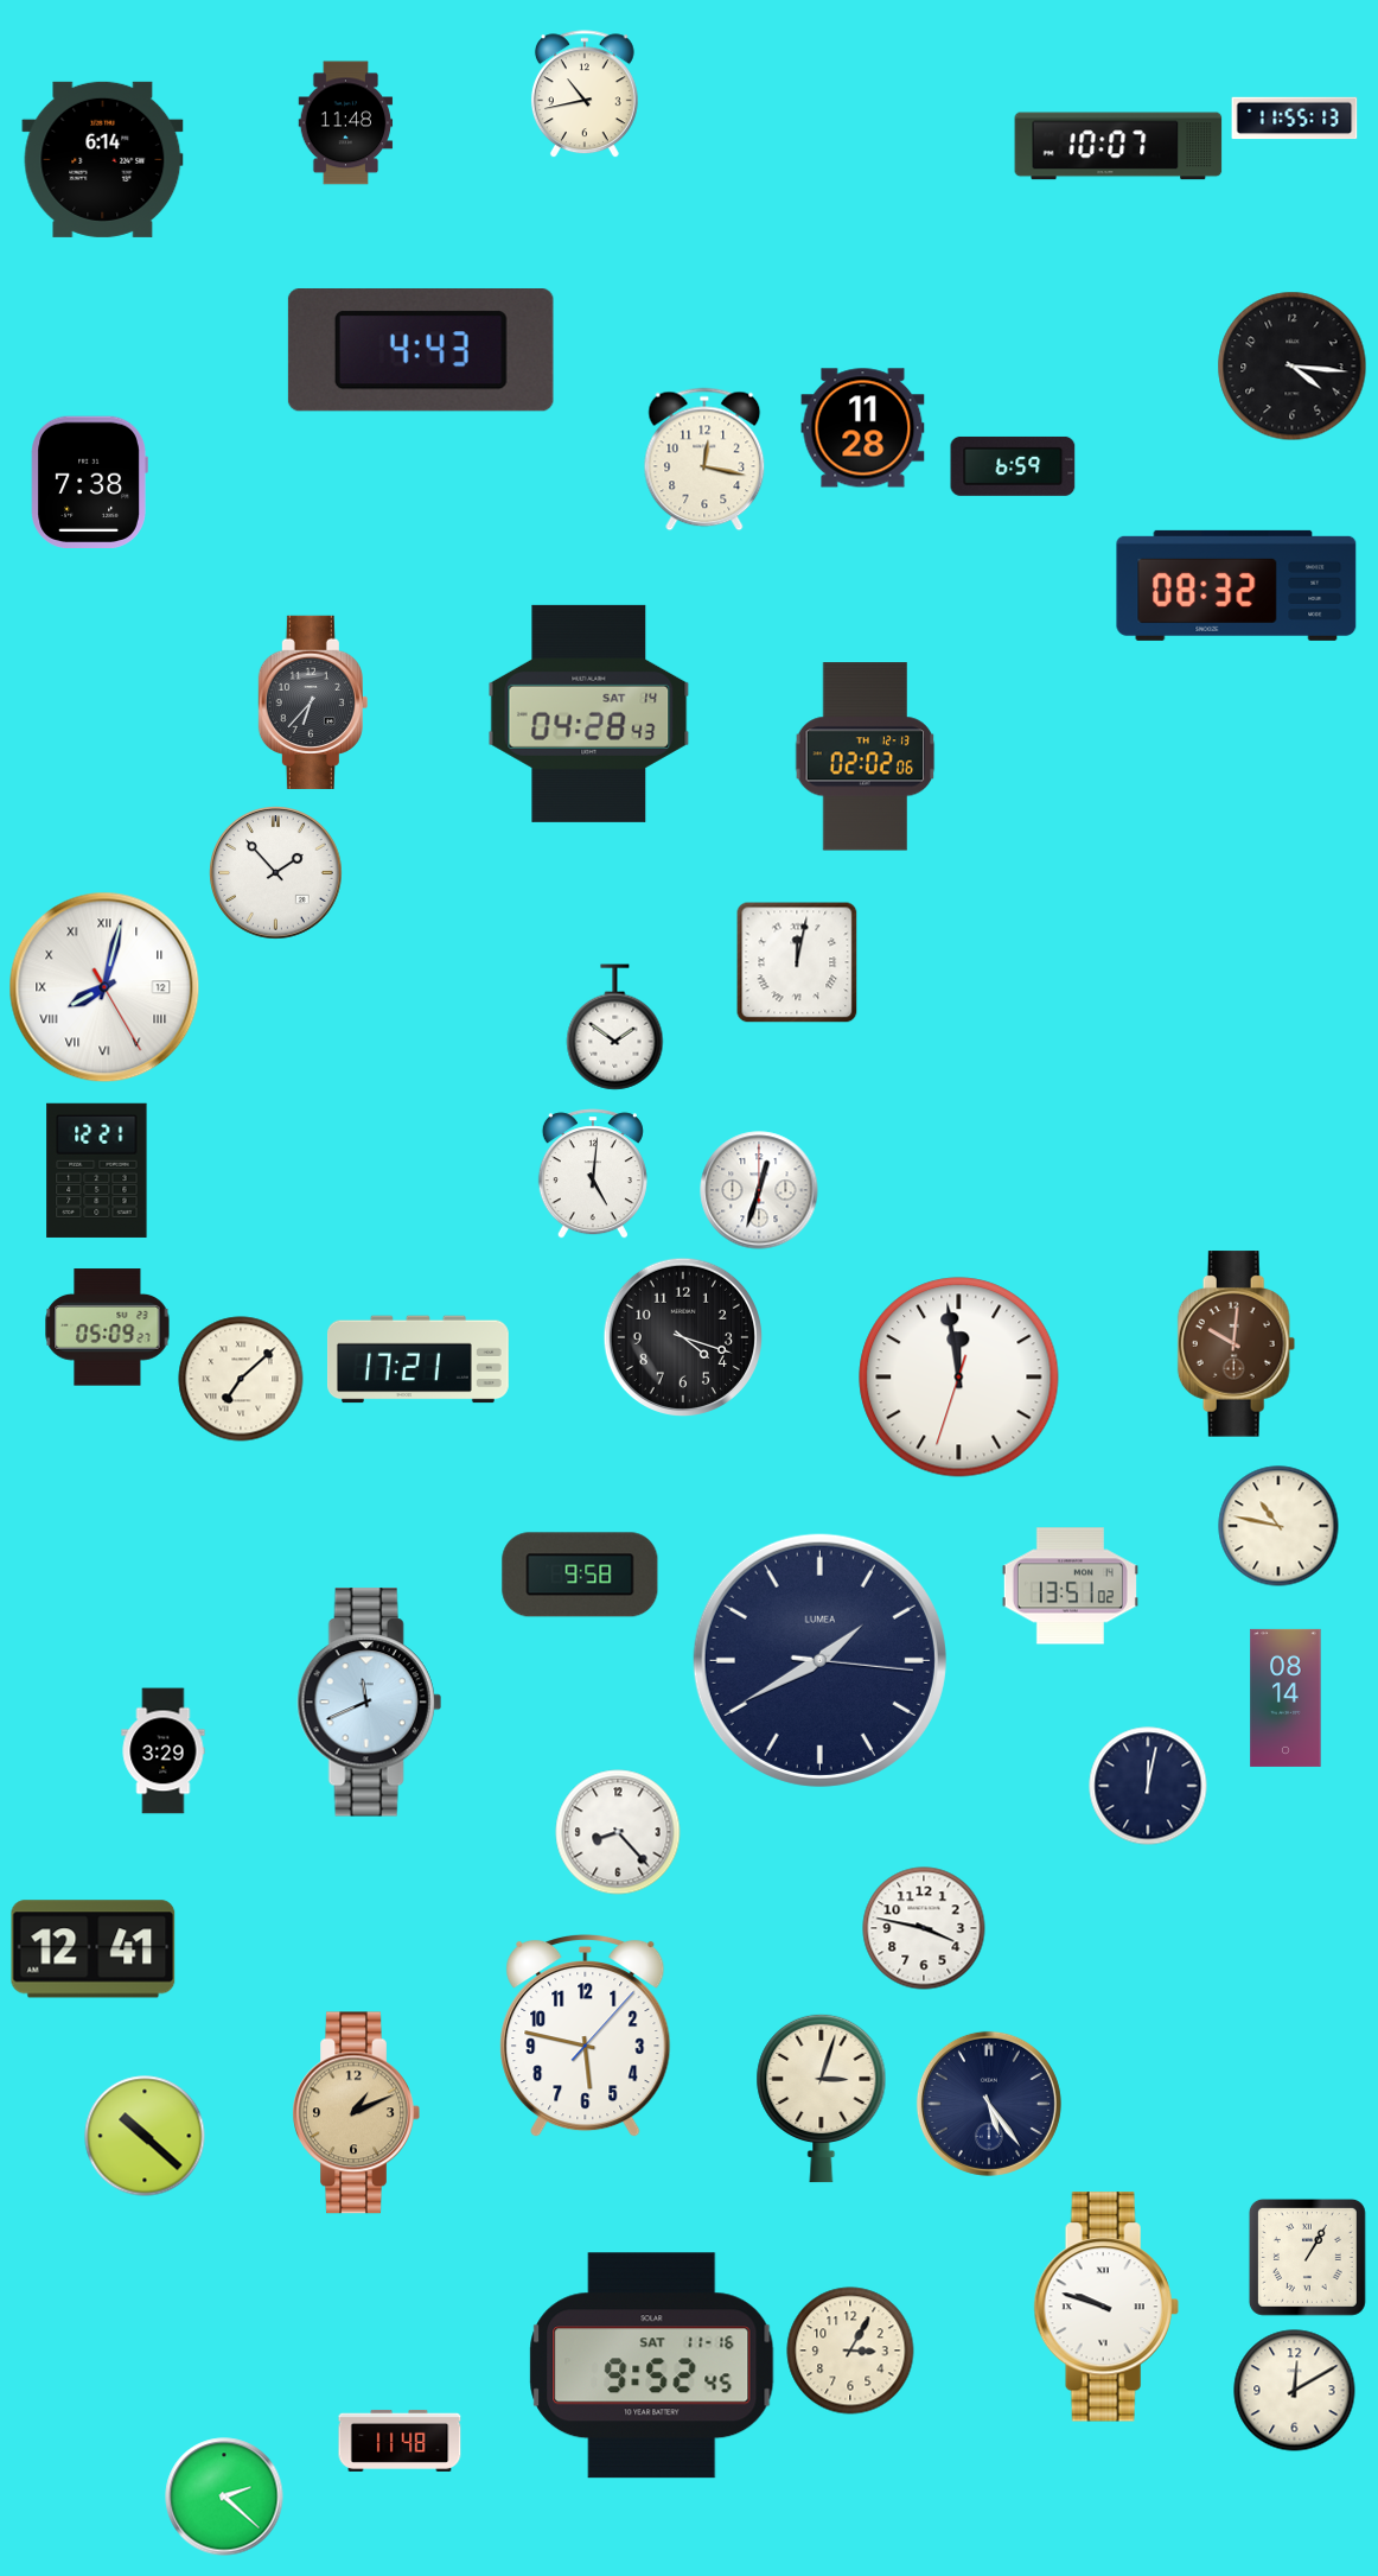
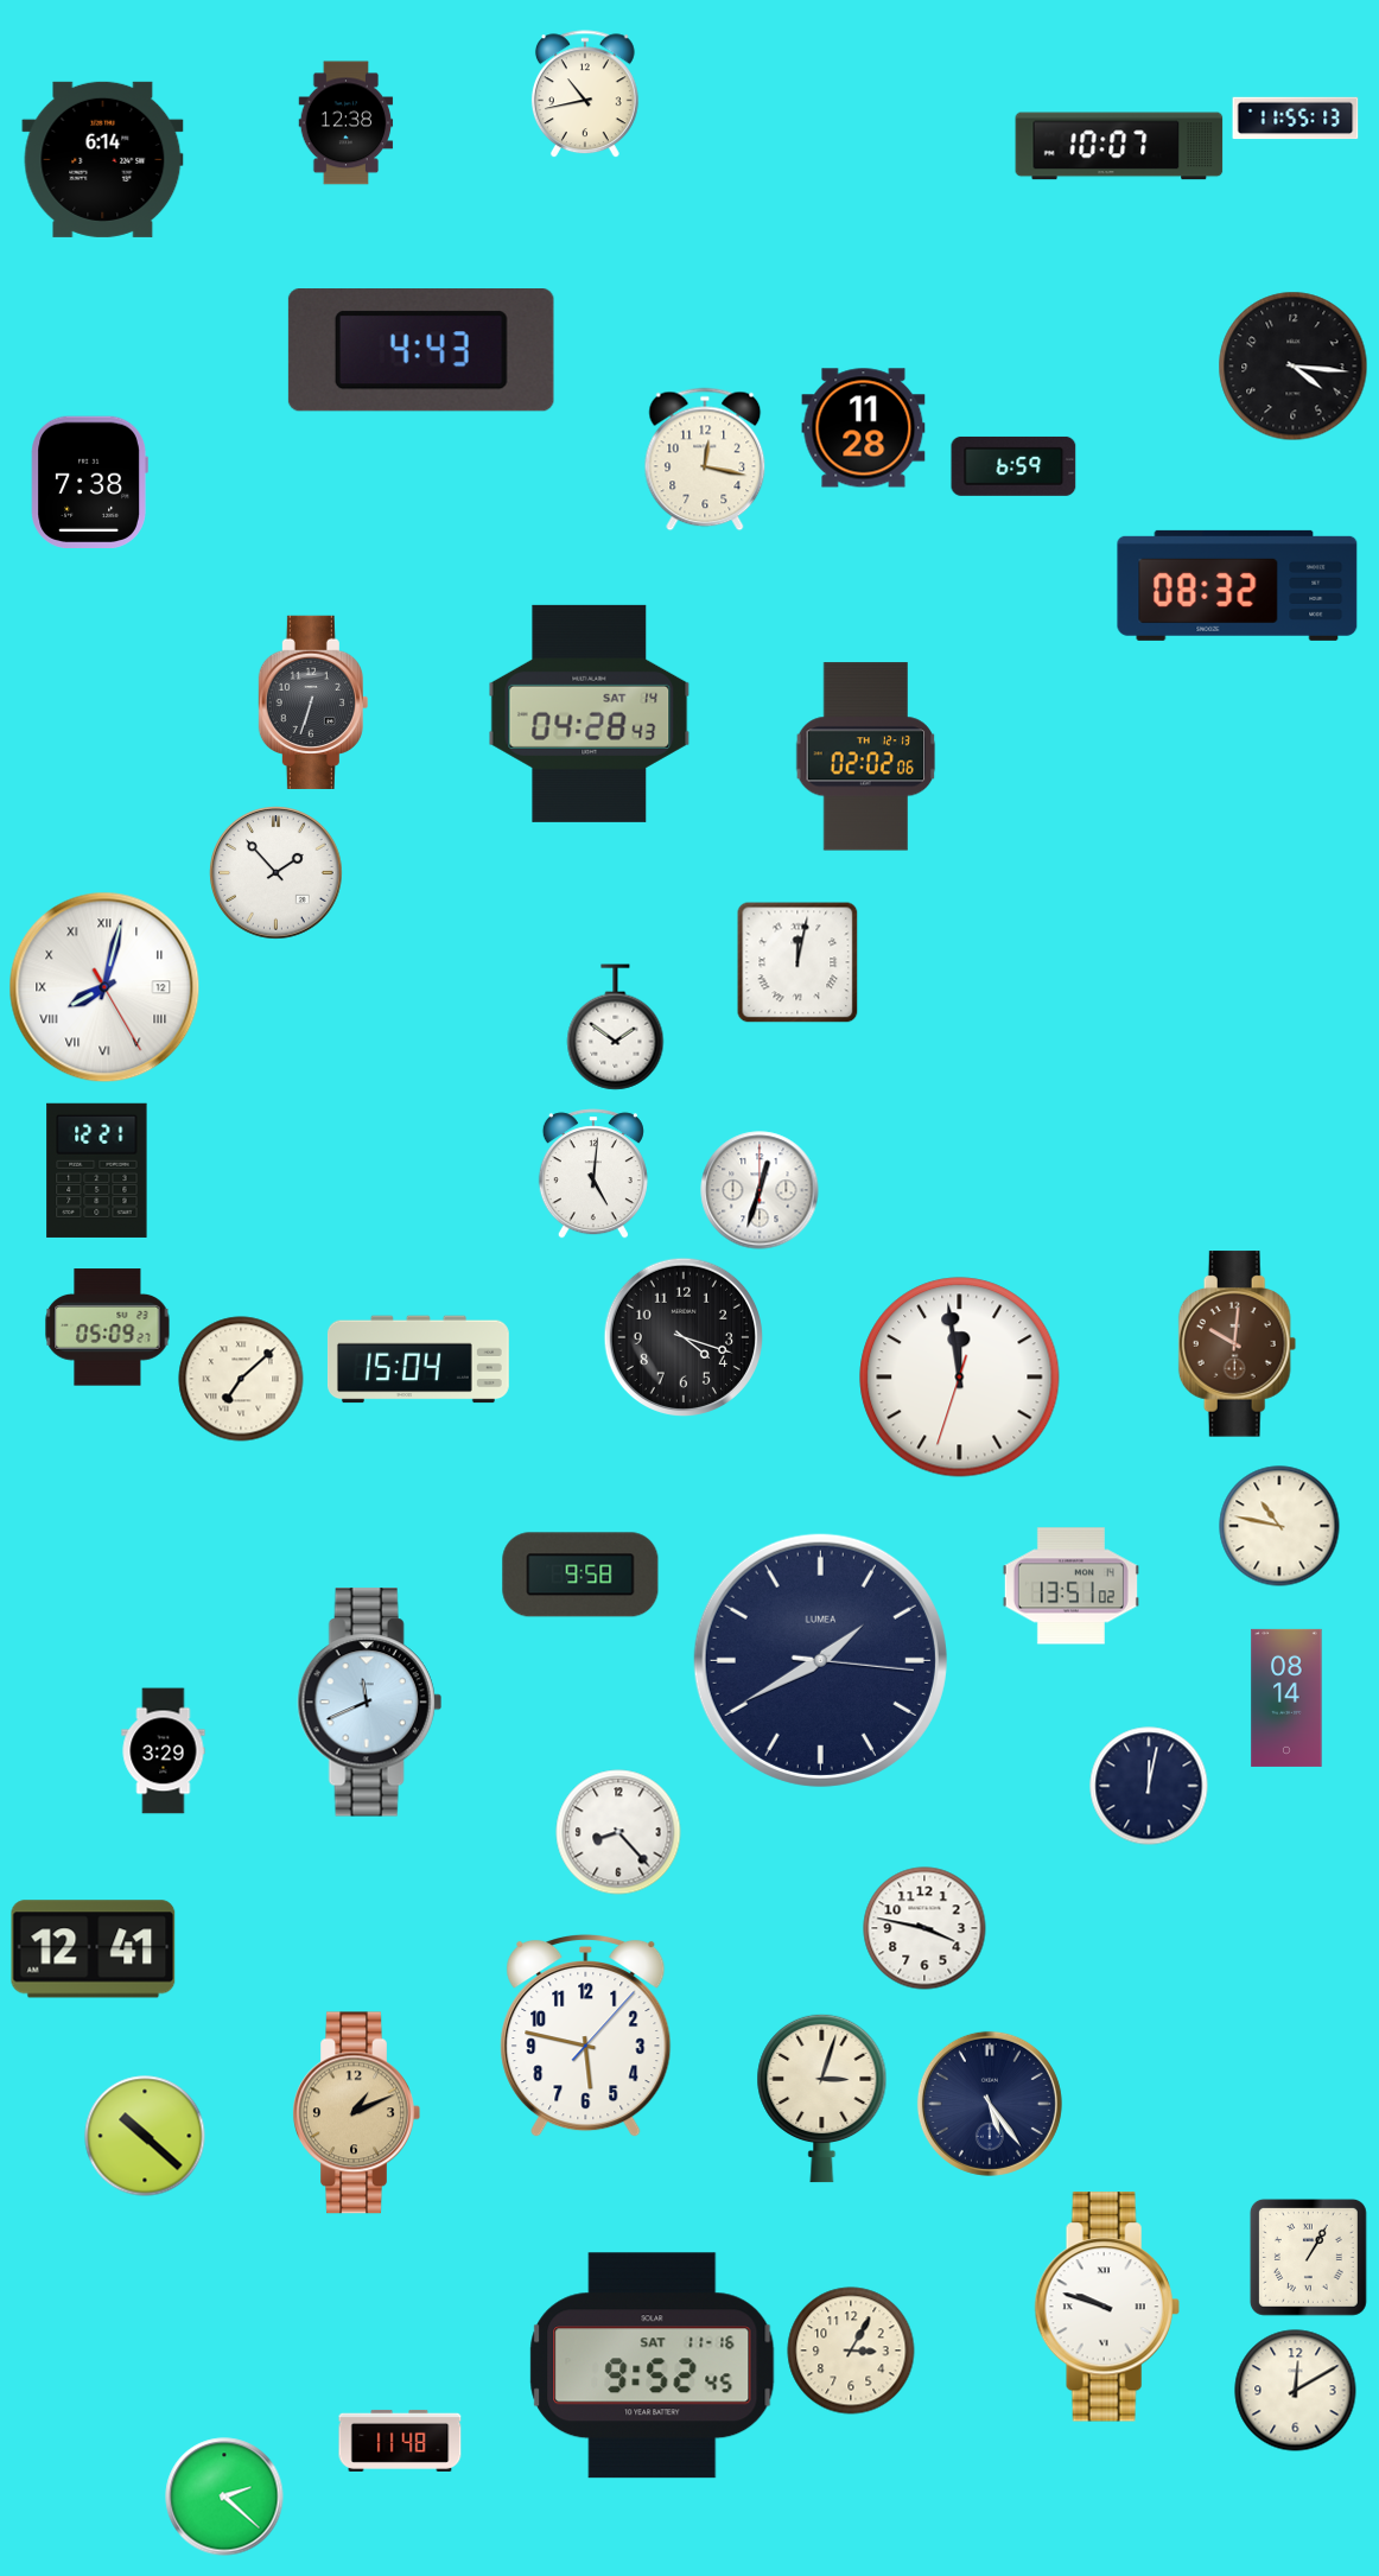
clock at (346, 123): 11:48 -> 12:38
clock at (313, 702): 6:37 -> 6:33
clock at (417, 1360): 17:21 -> 15:04
